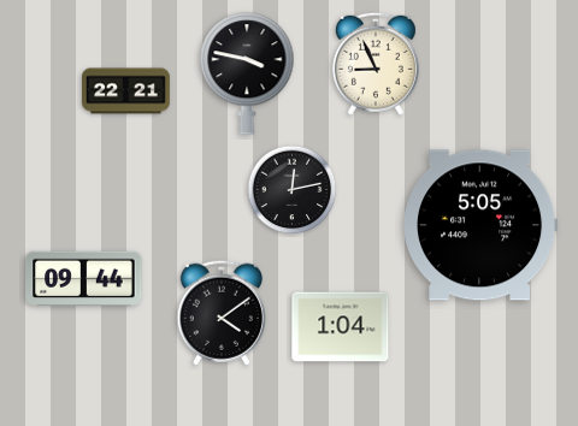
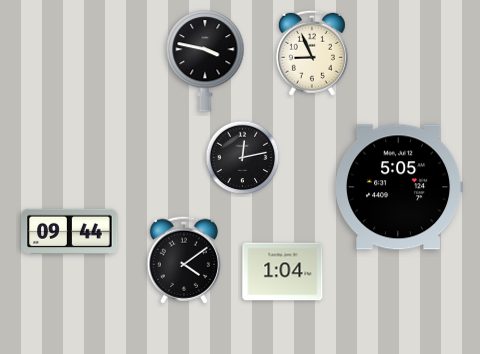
clock at (126, 91): 22:21 -> none
